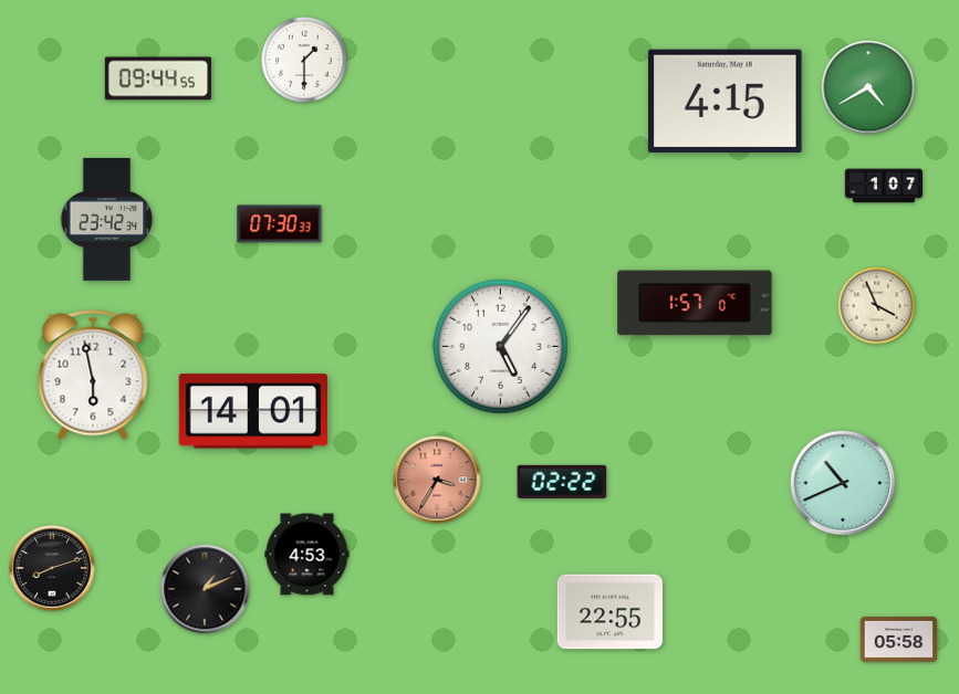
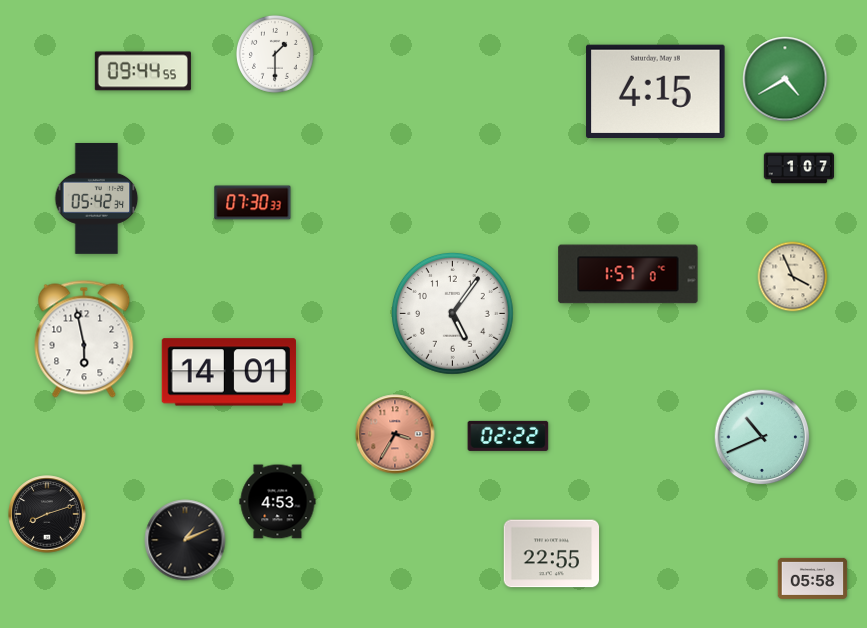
clock at (107, 219): 23:42 -> 05:42
clock at (205, 589) position: (205, 589) -> (185, 540)
